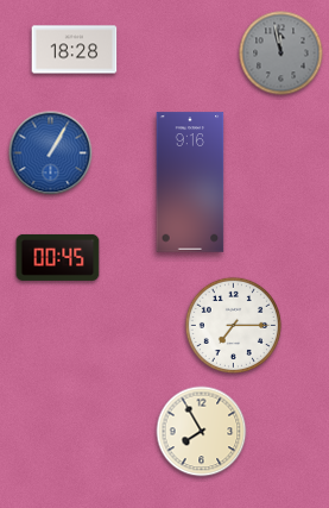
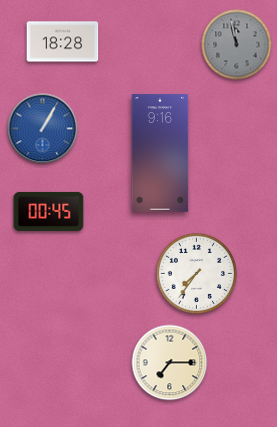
clock at (58, 257) position: (58, 257) -> (49, 211)
clock at (233, 325): 7:15 -> 7:36
clock at (202, 432): 7:55 -> 7:15
